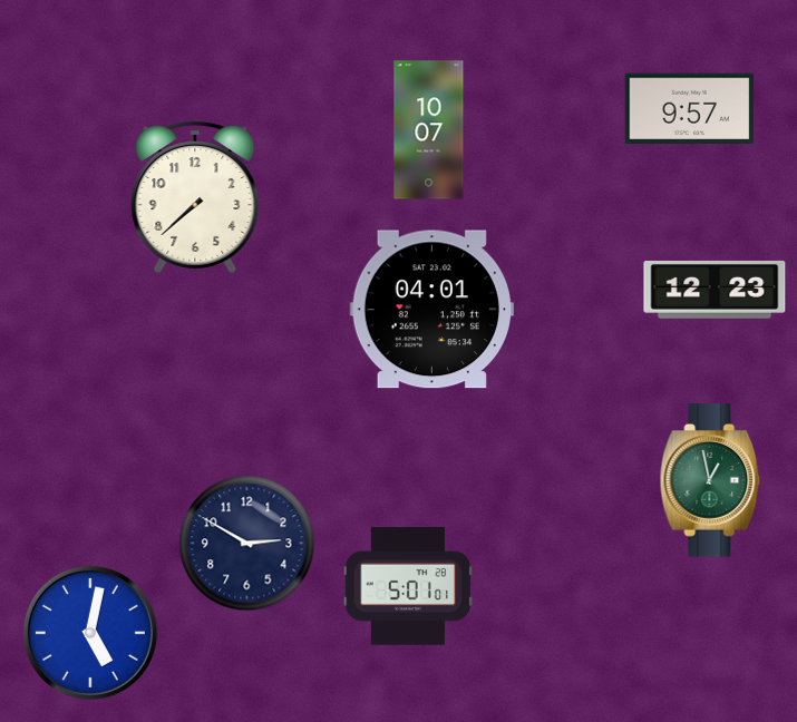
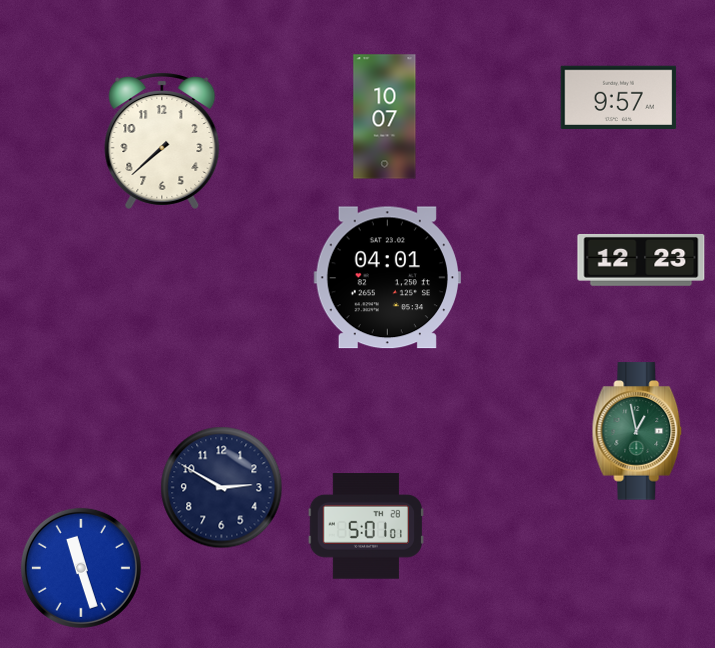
clock at (195, 196) position: (195, 196) -> (162, 140)
clock at (90, 633): 5:02 -> 11:27
